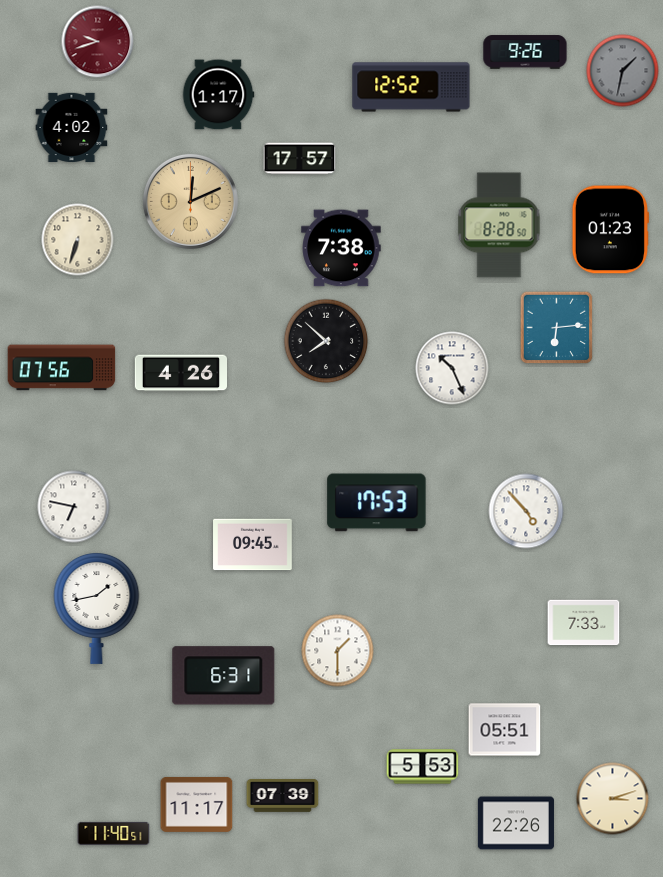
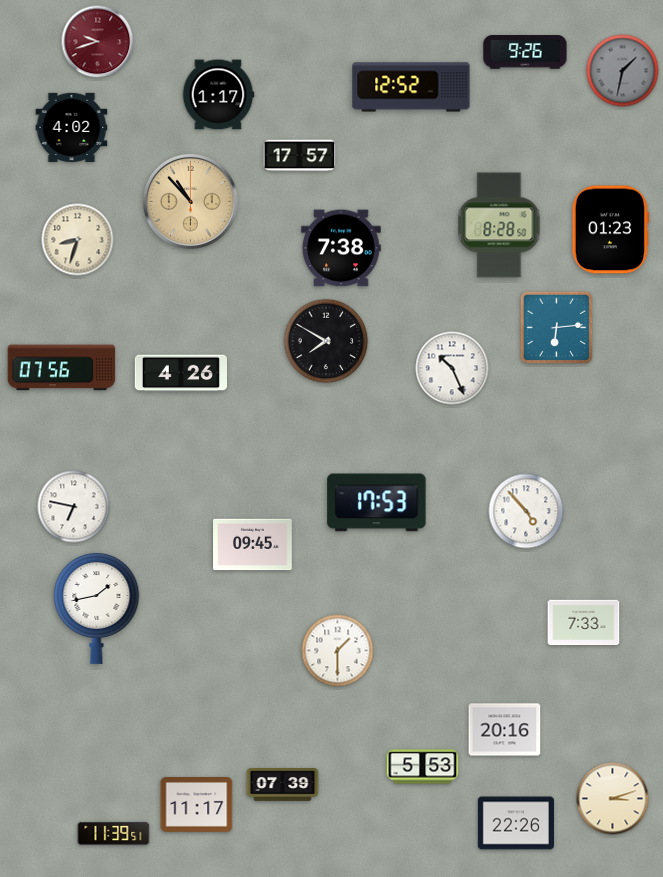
clock at (300, 159) position: (300, 159) -> (300, 156)
clock at (190, 201): 12:11 -> 10:53
clock at (78, 240): 6:33 -> 8:33
clock at (326, 341): 7:52 -> 7:50
clock at (224, 676): 6:31 -> none
clock at (505, 730): 05:51 -> 20:16
clock at (283, 796) position: (283, 796) -> (283, 785)
clock at (114, 833): 11:40 -> 11:39
